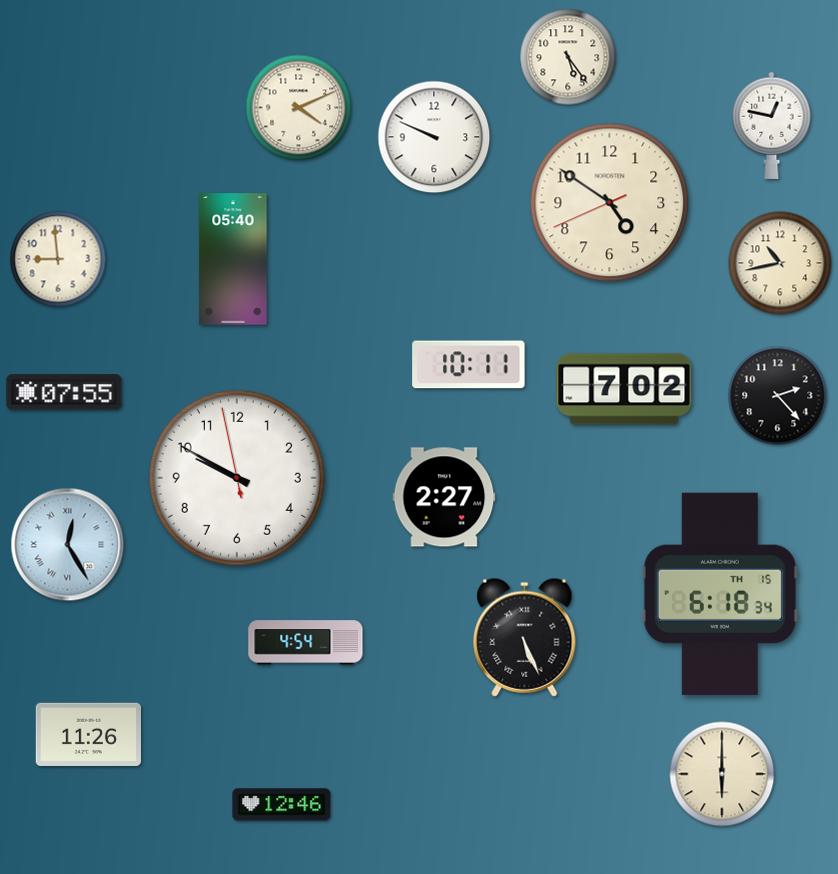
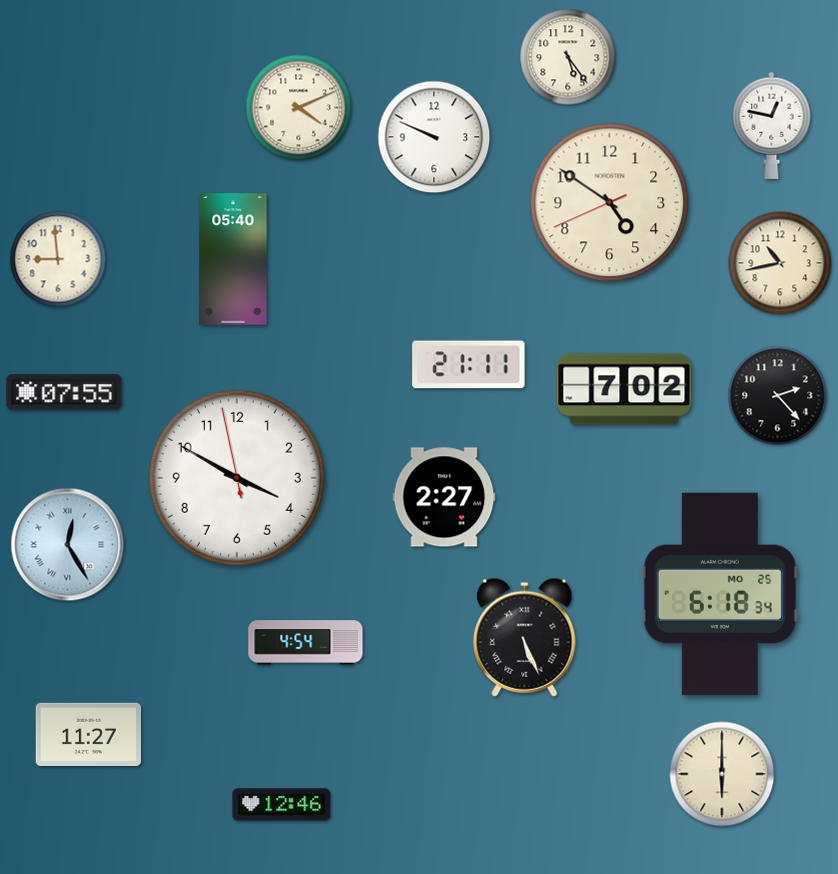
clock at (469, 365): 10:11 -> 21:11
clock at (237, 478): 9:49 -> 3:49
clock at (720, 593) date: TH 15 -> MO 25
clock at (88, 734): 11:26 -> 11:27
